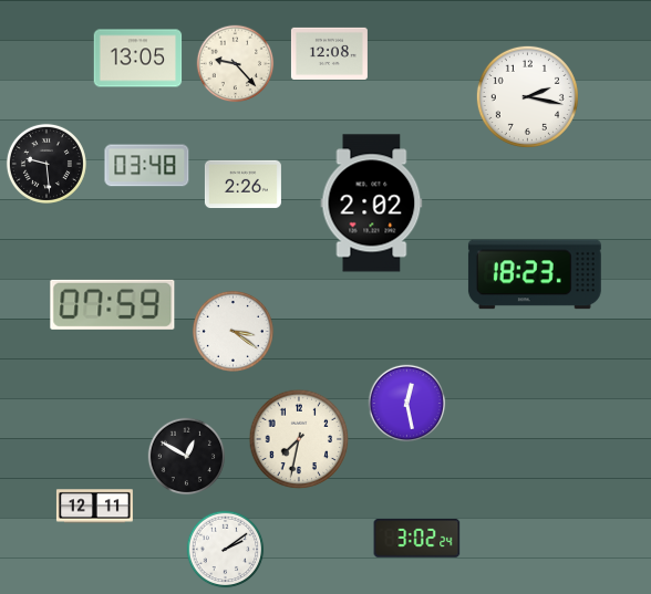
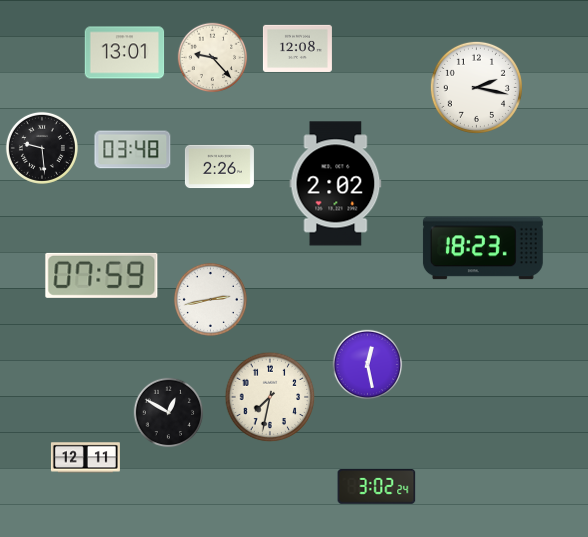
clock at (138, 59): 13:05 -> 13:01
clock at (232, 331): 3:21 -> 2:43
clock at (226, 550): 2:09 -> none
